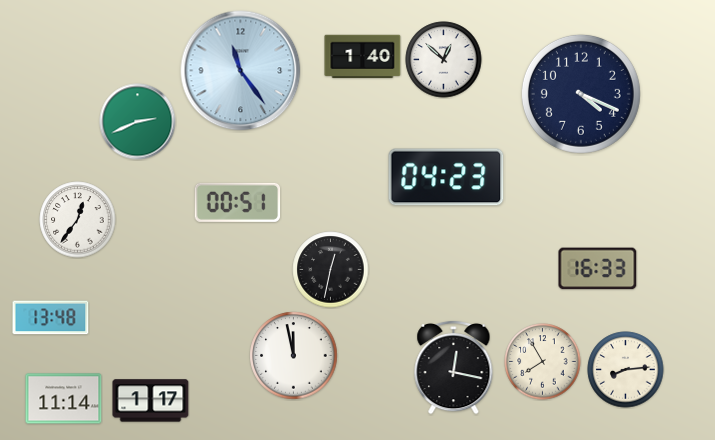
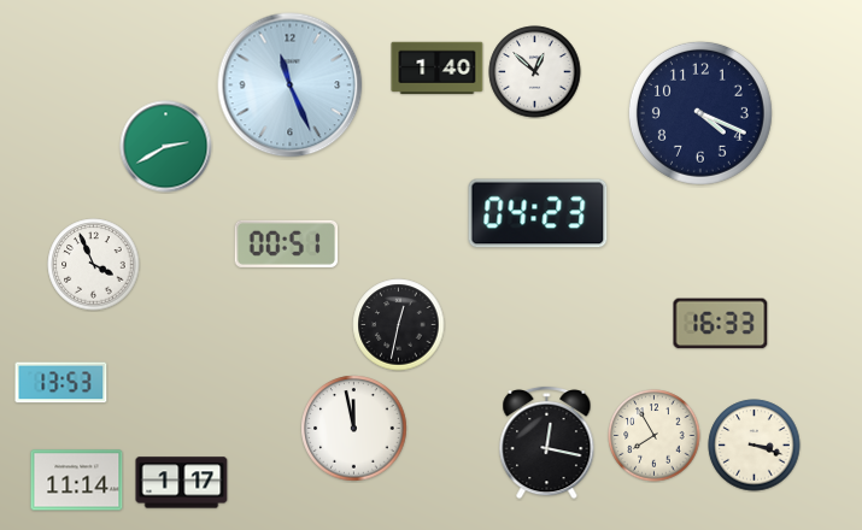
clock at (241, 71): 11:24 -> 11:26
clock at (138, 122): 2:41 -> 2:40
clock at (78, 220): 12:36 -> 3:56
clock at (51, 318): 13:48 -> 13:53
clock at (626, 370): 8:14 -> 3:18
